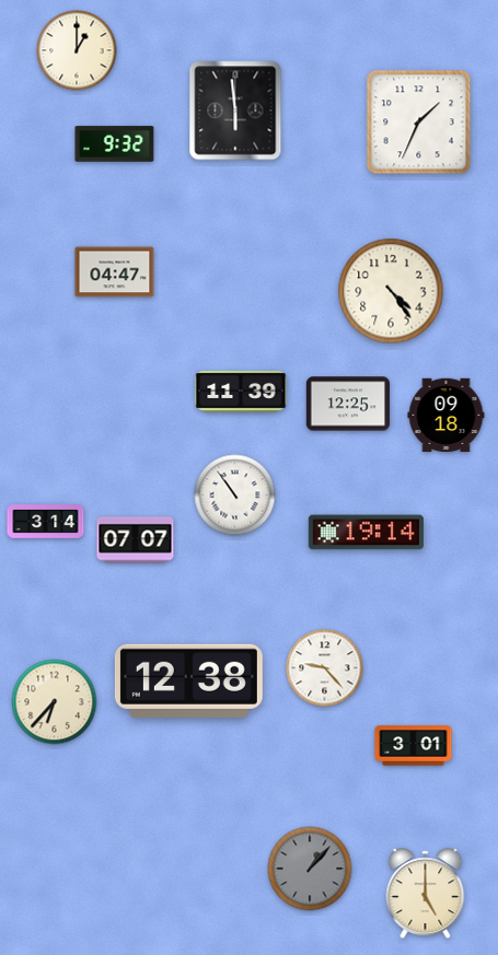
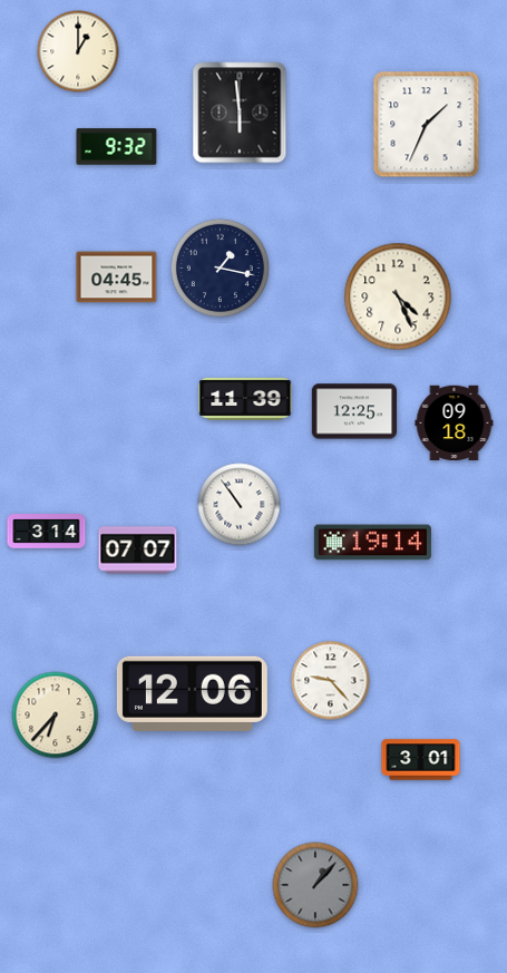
clock at (220, 267): none -> 1:17
clock at (115, 272): 04:47 -> 04:45
clock at (391, 291): 4:24 -> 4:26
clock at (188, 680): 12:38 -> 12:06
clock at (426, 894): 5:00 -> none
